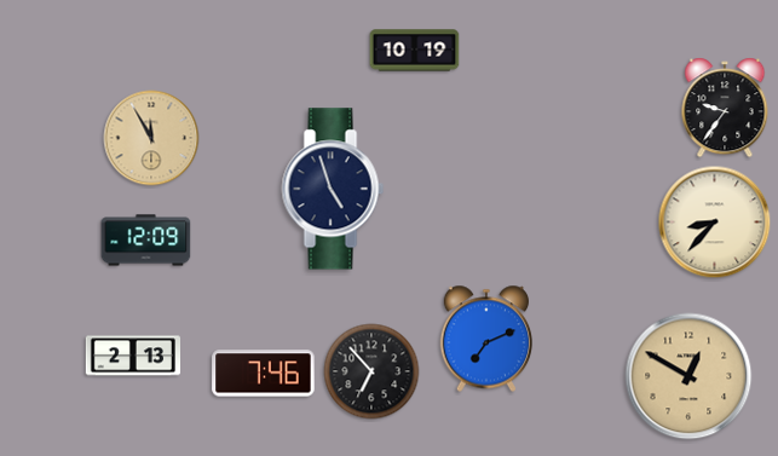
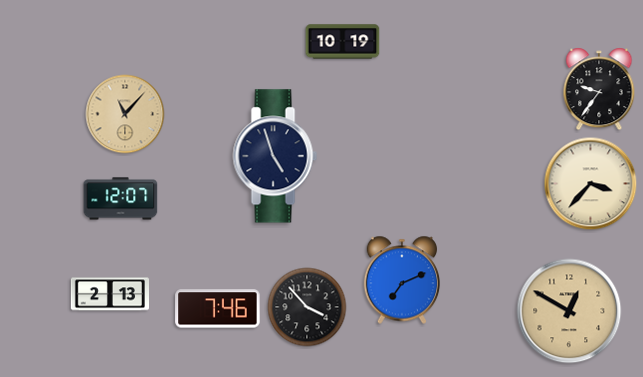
clock at (151, 138): 11:55 -> 11:07
clock at (715, 223): 8:37 -> 3:37
clock at (146, 241): 12:09 -> 12:07
clock at (371, 371): 6:53 -> 3:53
